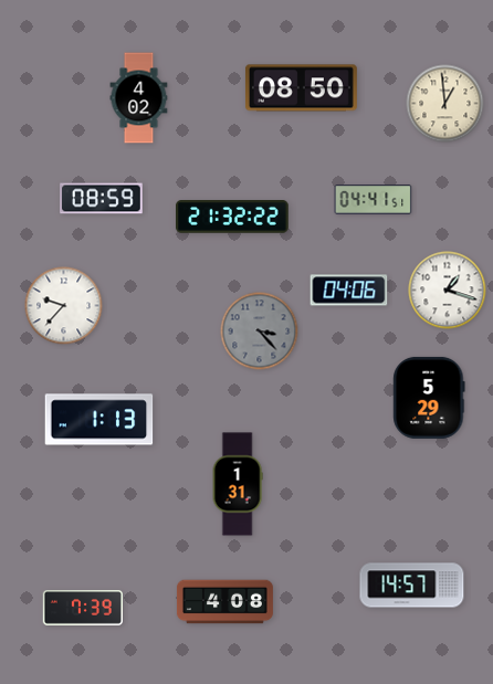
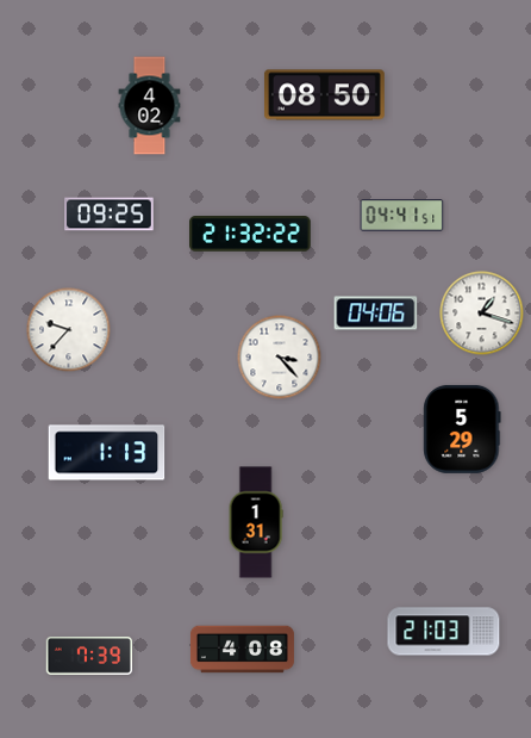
clock at (445, 104): 12:59 -> none
clock at (102, 199): 08:59 -> 09:25
clock at (260, 332) dial: grey -> white
clock at (412, 586): 14:57 -> 21:03
